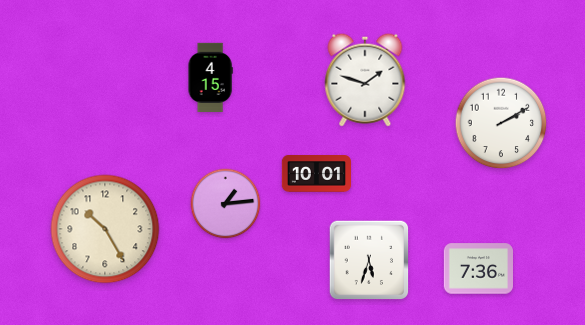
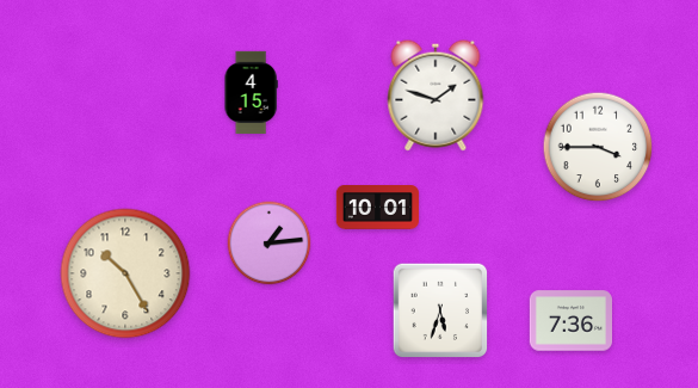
clock at (501, 123): 2:10 -> 3:45
